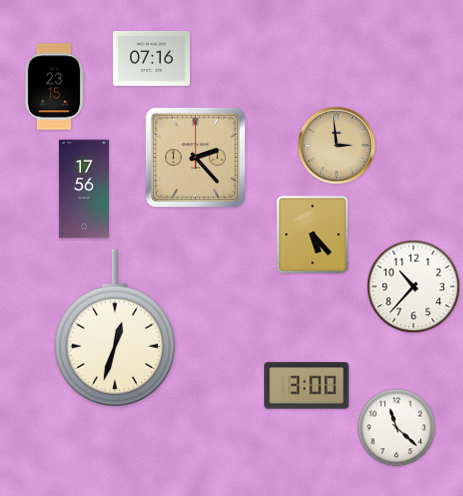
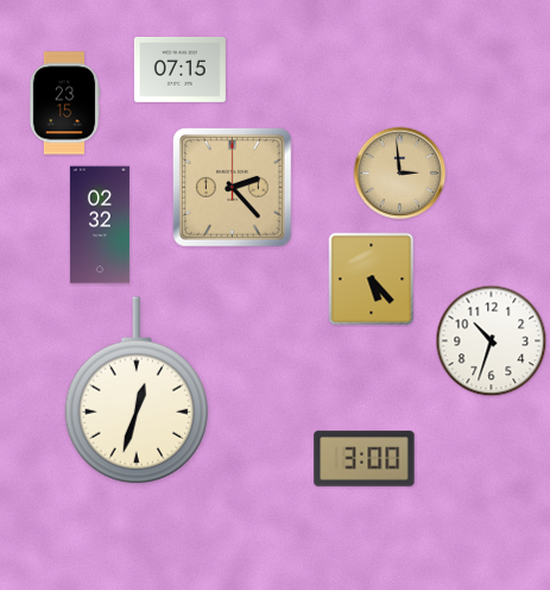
clock at (151, 58): 07:16 -> 07:15
clock at (84, 189): 17:56 -> 02:32
clock at (414, 287): 10:37 -> 10:33
clock at (397, 428): 11:22 -> none
